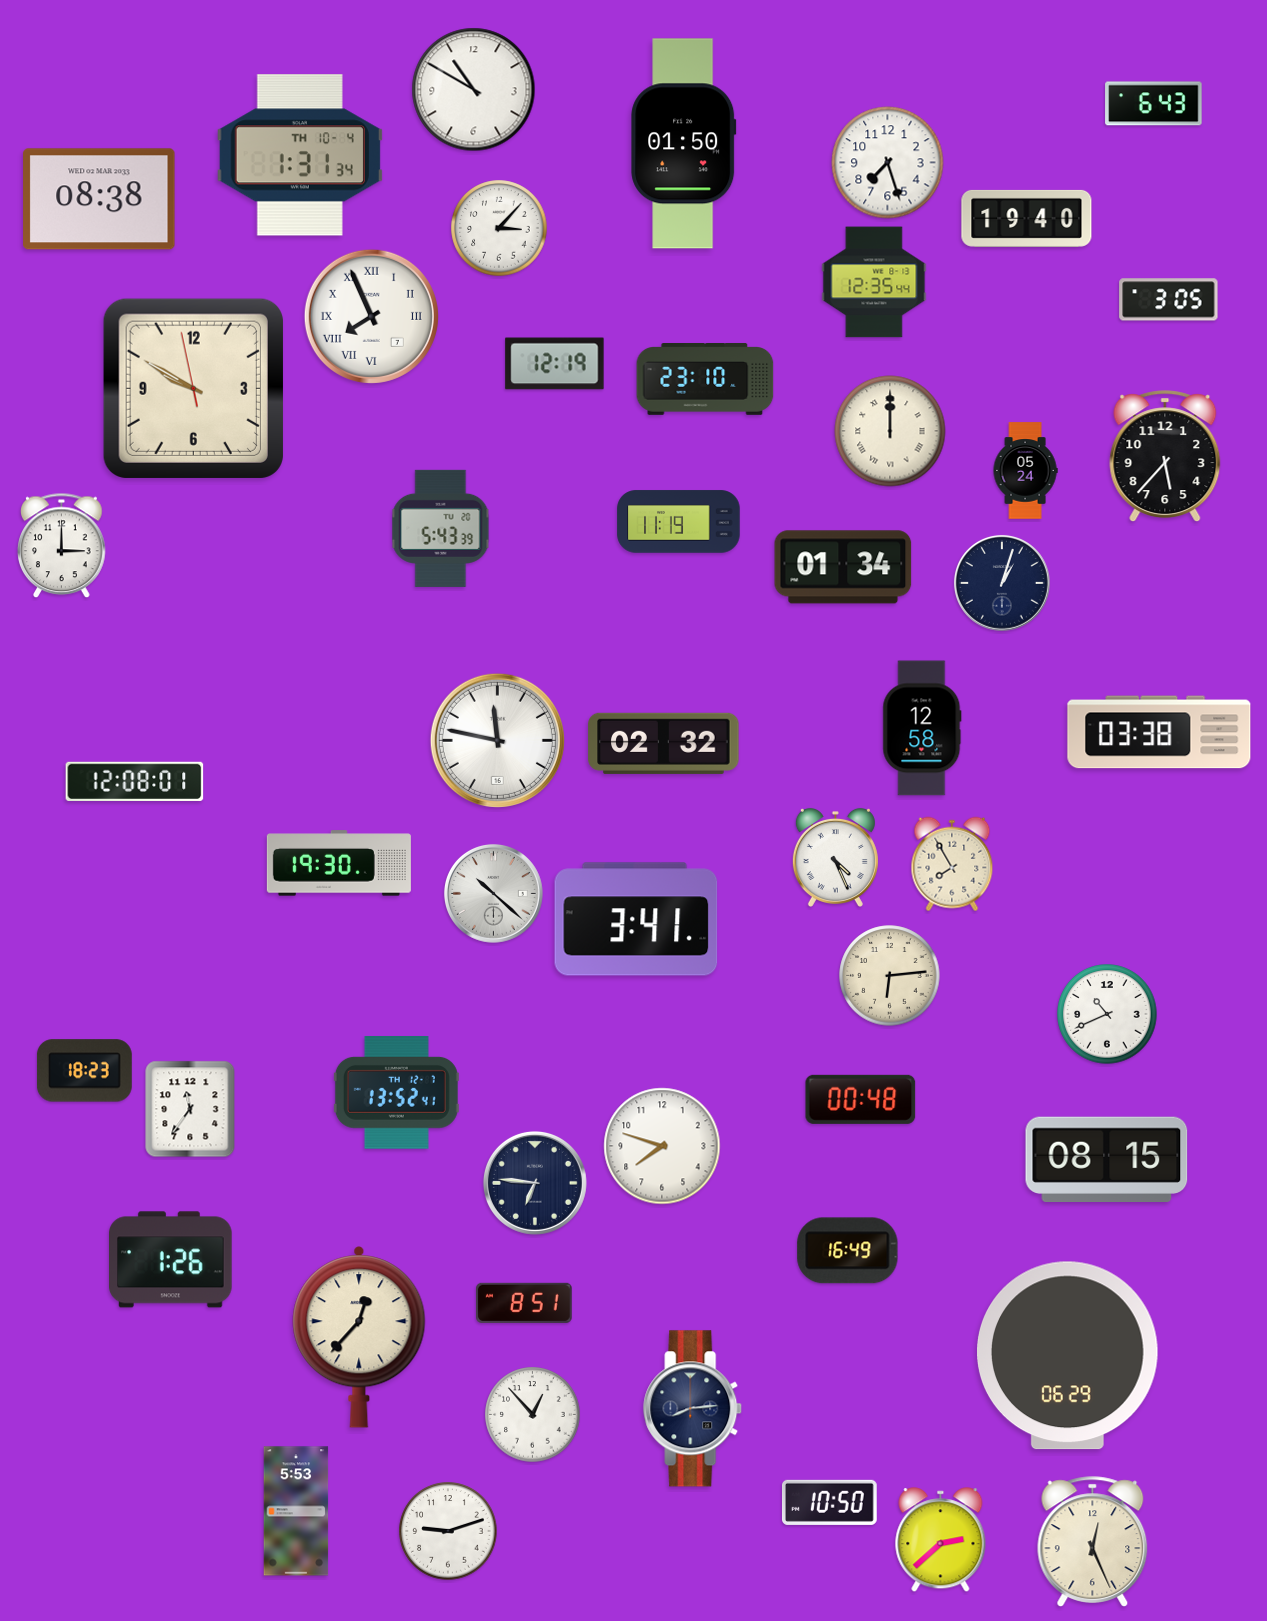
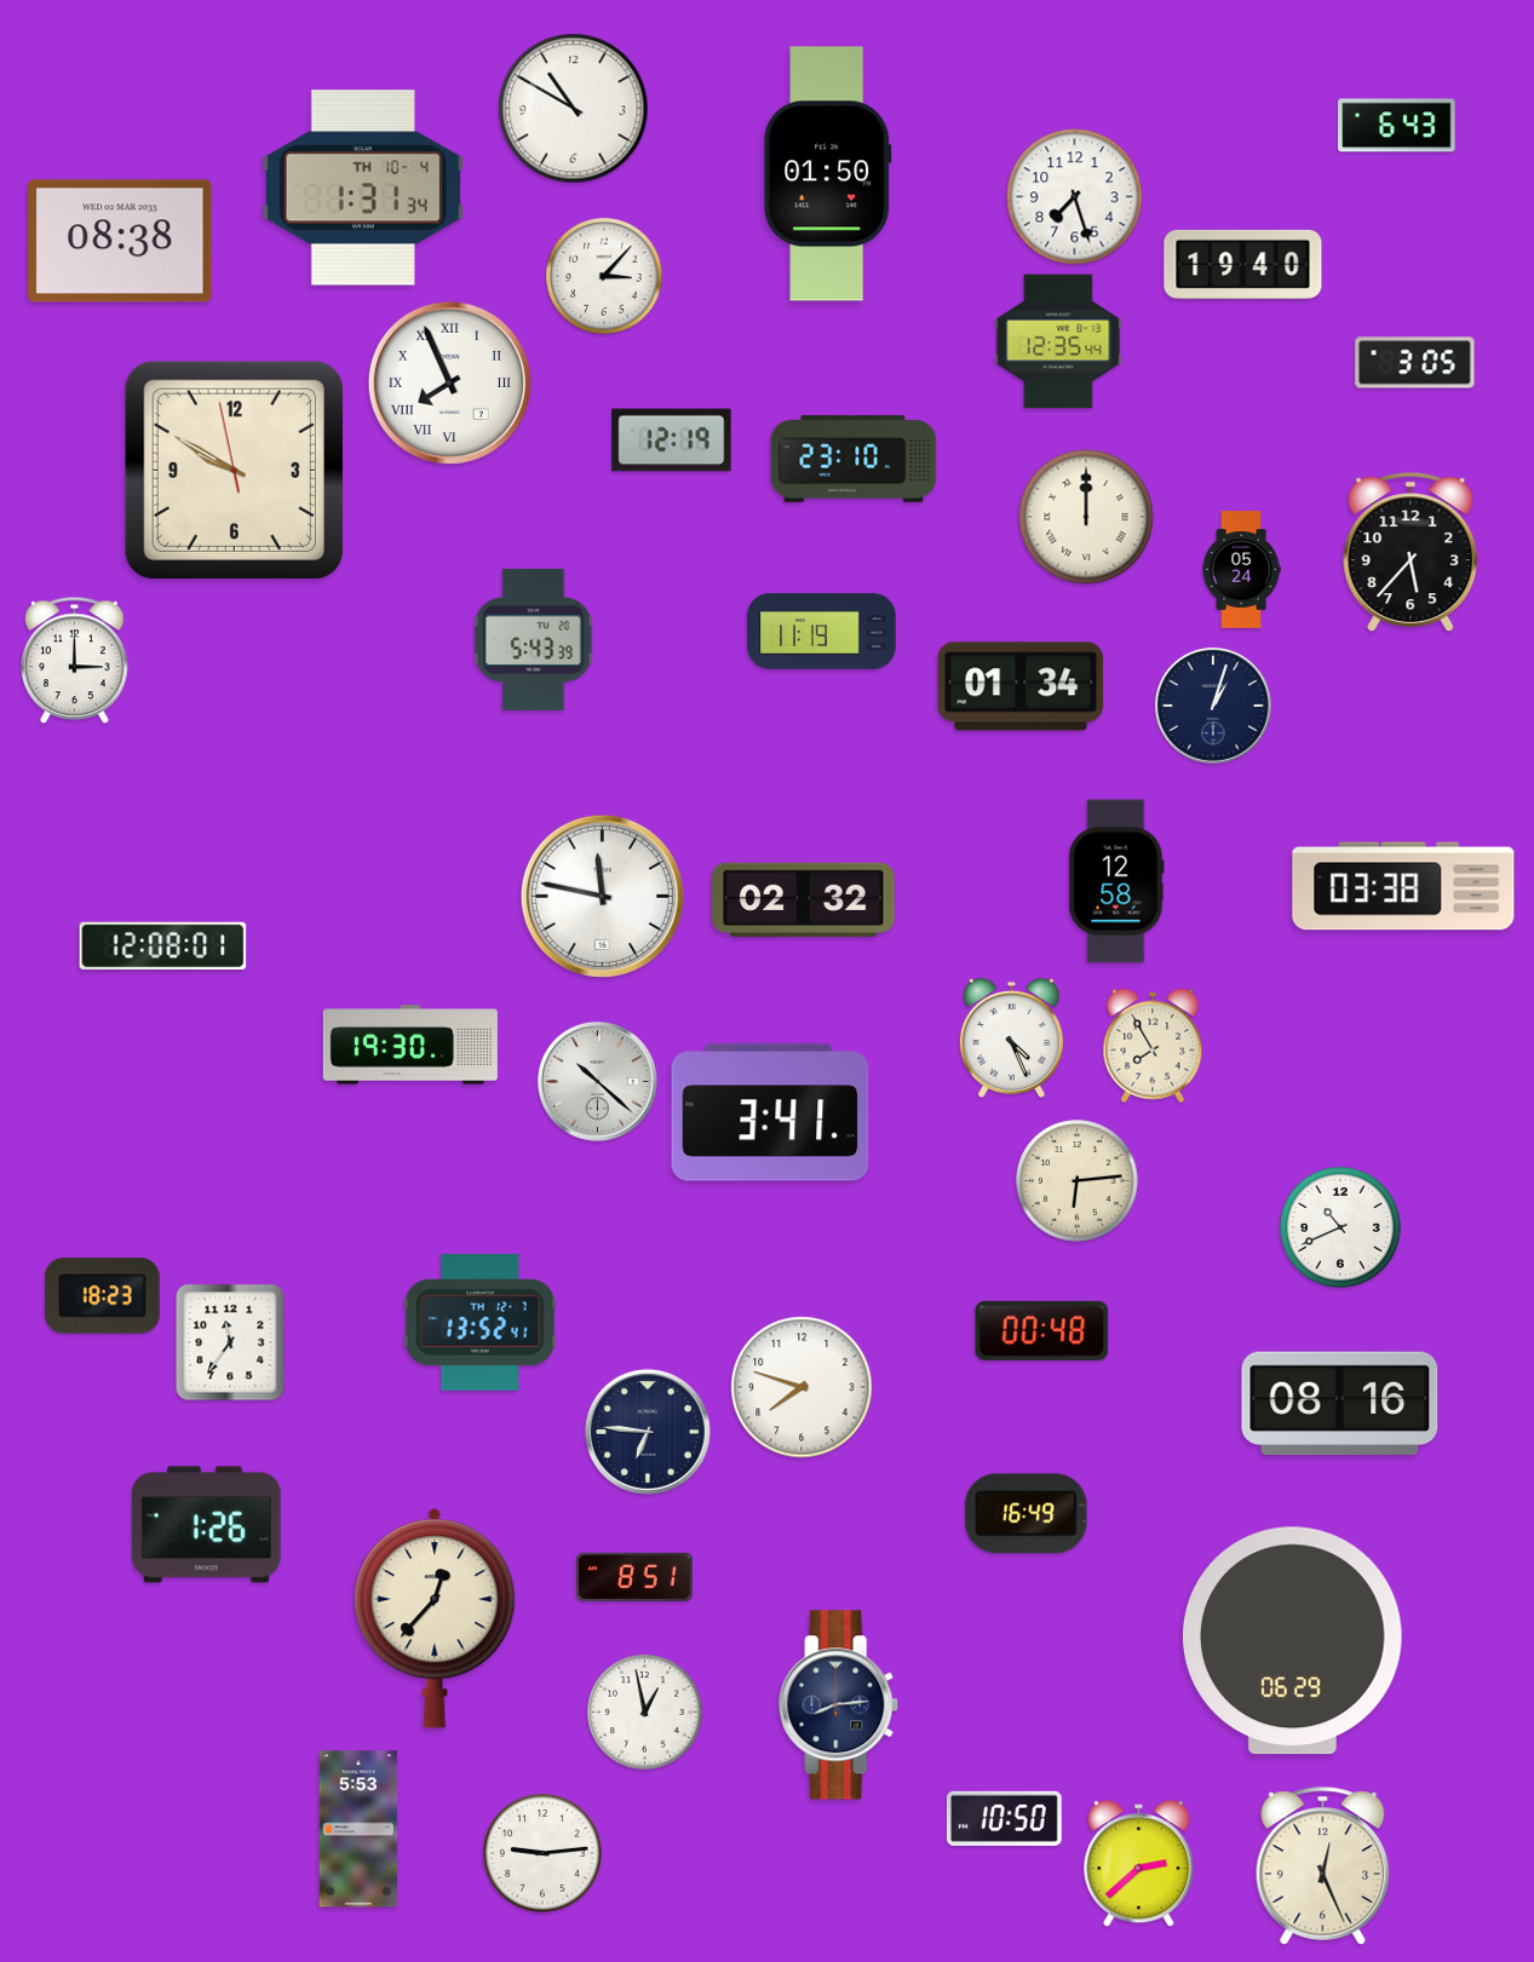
clock at (890, 431) position: (890, 431) -> (1086, 517)
clock at (1107, 1159): 08:15 -> 08:16
clock at (533, 1415): 12:53 -> 12:58
clock at (448, 1531): 9:12 -> 9:14
